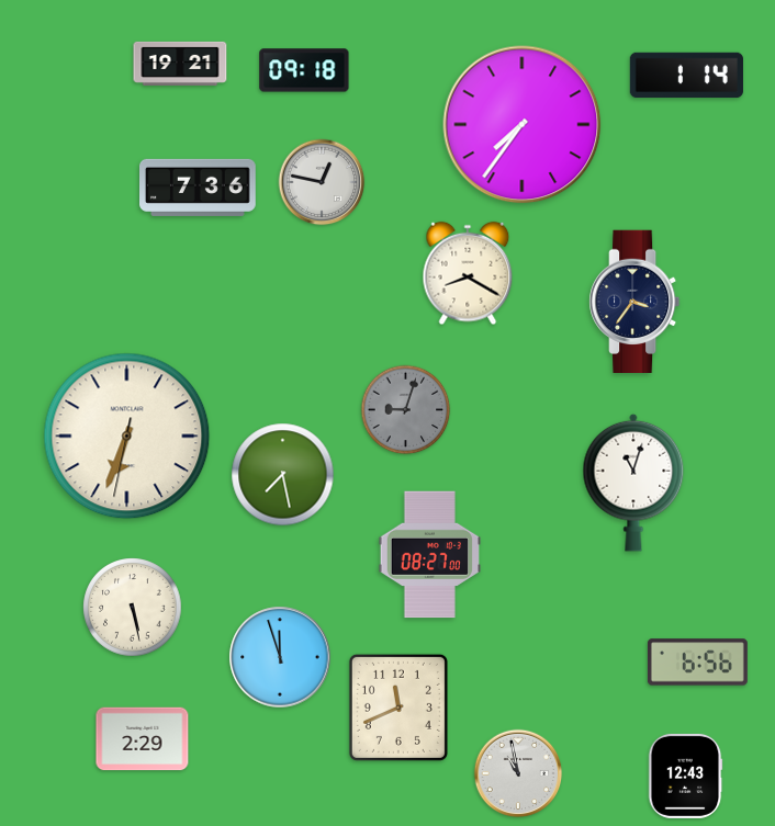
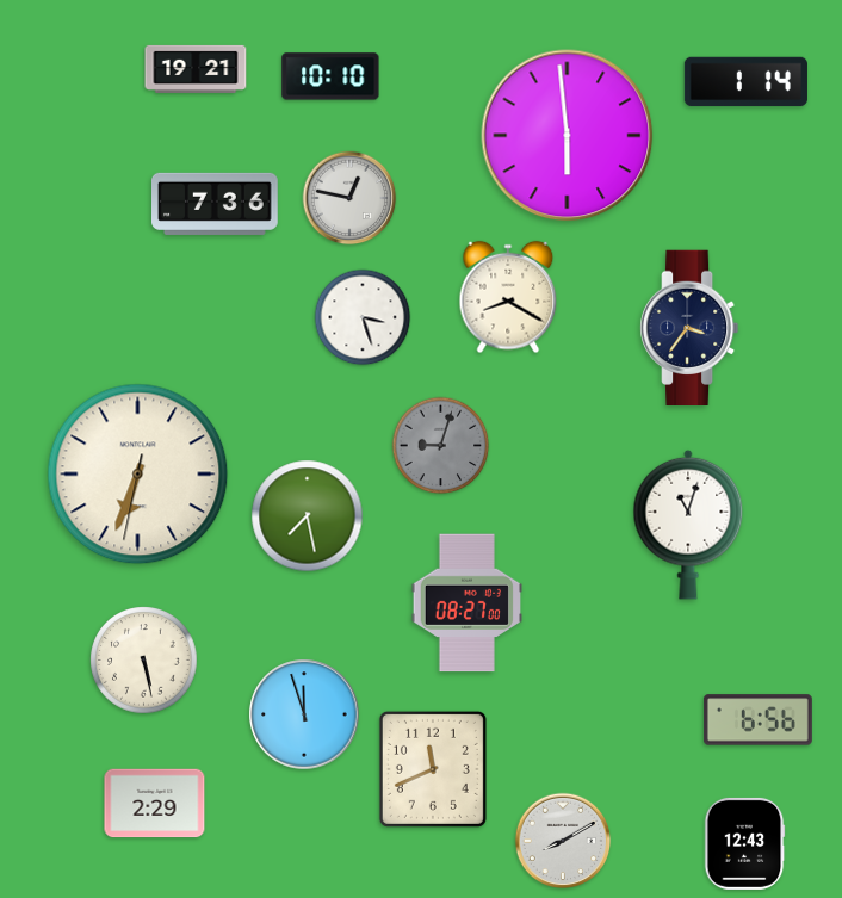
clock at (304, 70): 09:18 -> 10:10
clock at (523, 125): 7:36 -> 5:59
clock at (363, 317): none -> 3:27
clock at (518, 773): 10:58 -> 8:10
